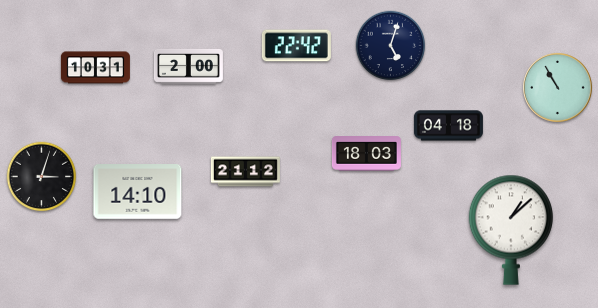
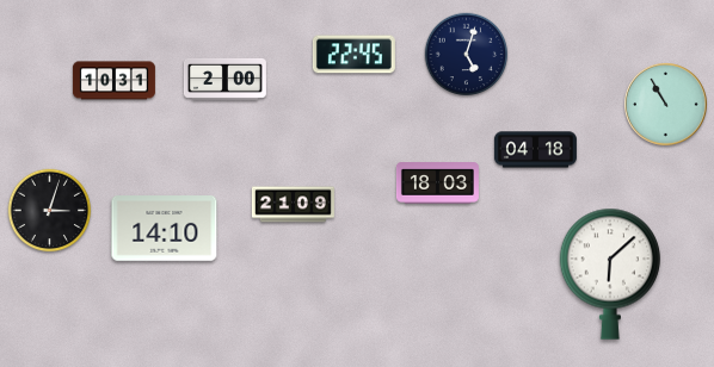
clock at (296, 46): 22:42 -> 22:45
clock at (245, 172): 21:12 -> 21:09
clock at (510, 230): 1:08 -> 6:08
